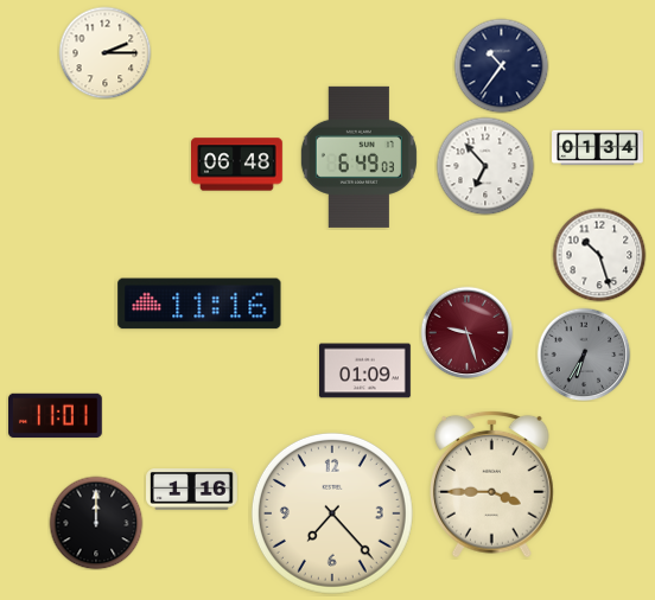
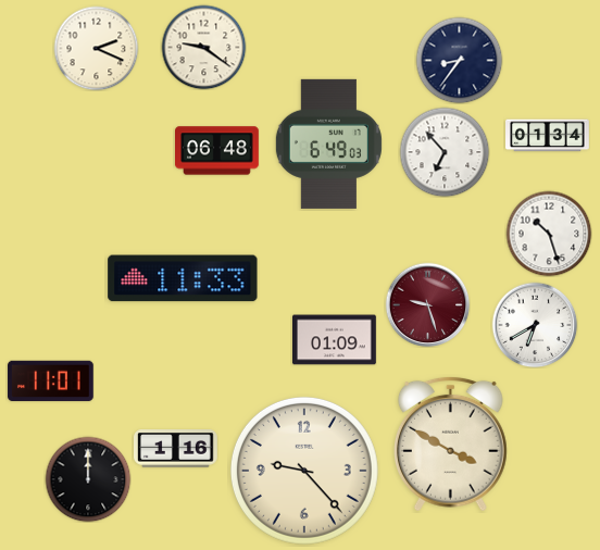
clock at (203, 47): none -> 9:21
clock at (104, 52): 2:15 -> 2:19
clock at (501, 65): 10:36 -> 8:36
clock at (199, 304): 11:16 -> 11:33
clock at (584, 355): 6:35 -> 6:40
clock at (584, 355) dial: grey -> white
clock at (492, 484): 3:45 -> 3:50
clock at (332, 513): 7:23 -> 9:23
